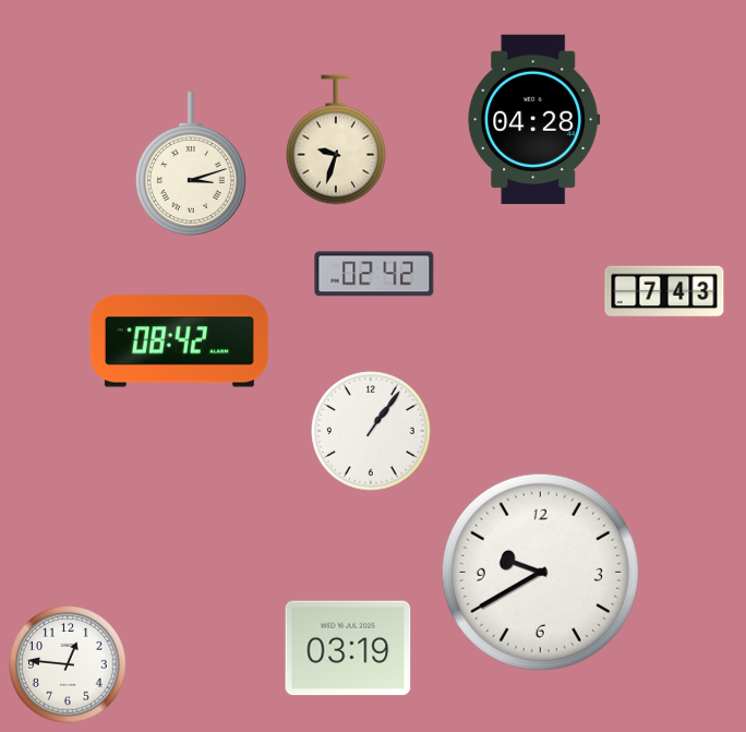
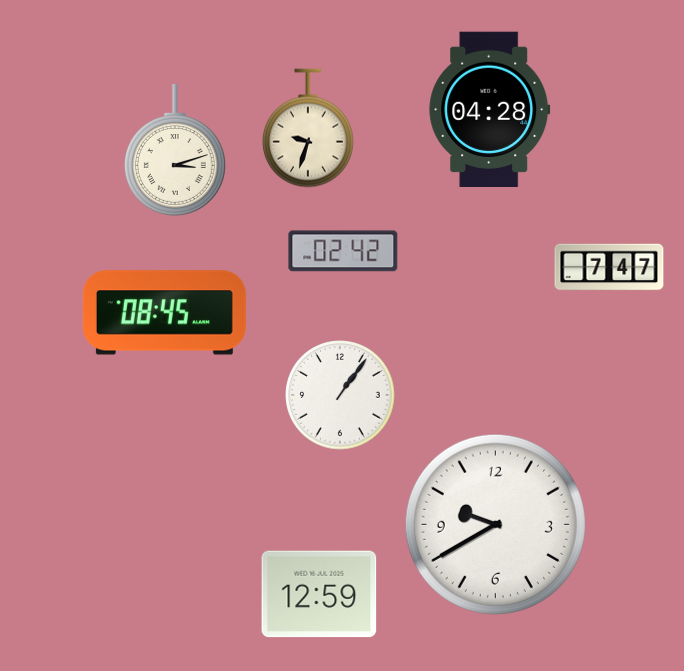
clock at (664, 291): 7:43 -> 7:47
clock at (179, 341): 08:42 -> 08:45
clock at (348, 648): 03:19 -> 12:59
clock at (68, 664): 12:46 -> none
